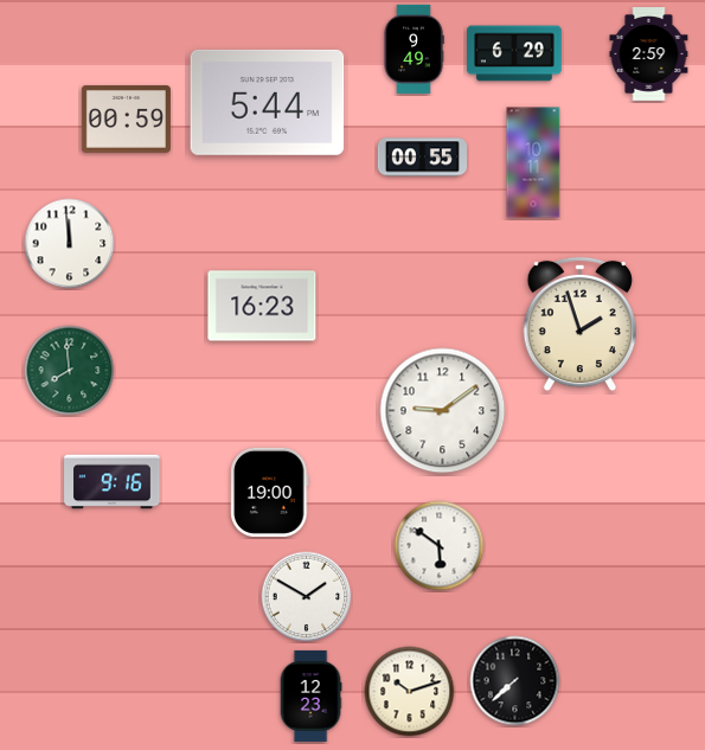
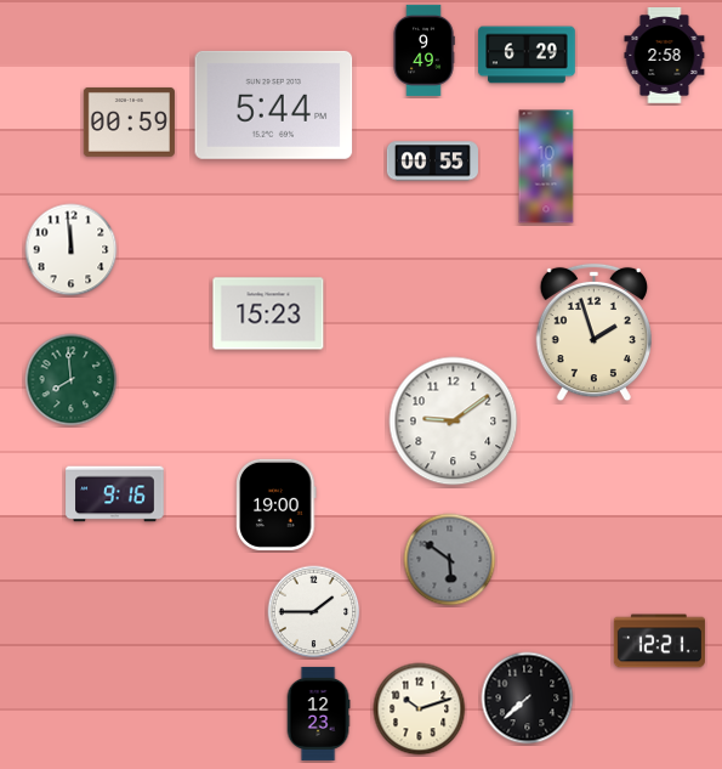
clock at (649, 55): 2:59 -> 2:58
clock at (262, 306): 16:23 -> 15:23
clock at (440, 546) dial: white -> grey
clock at (307, 597): 1:50 -> 1:45
clock at (659, 641): none -> 12:21
